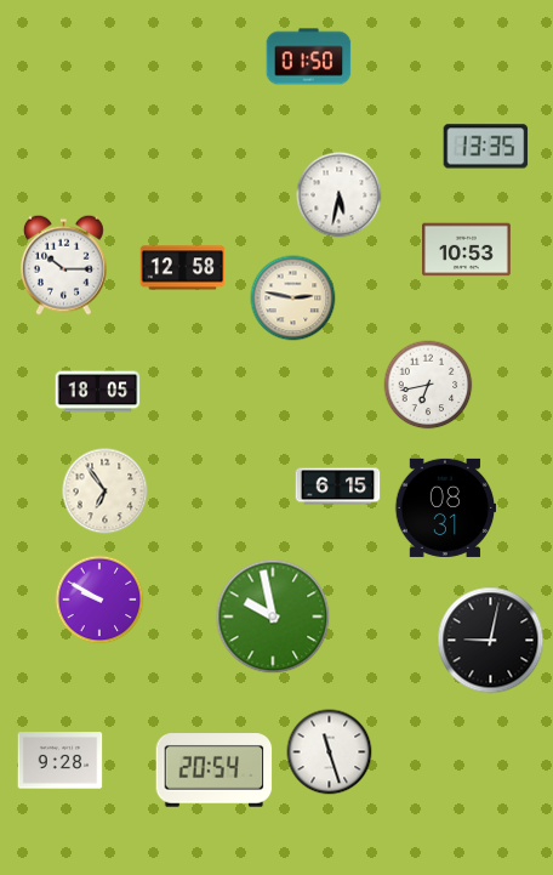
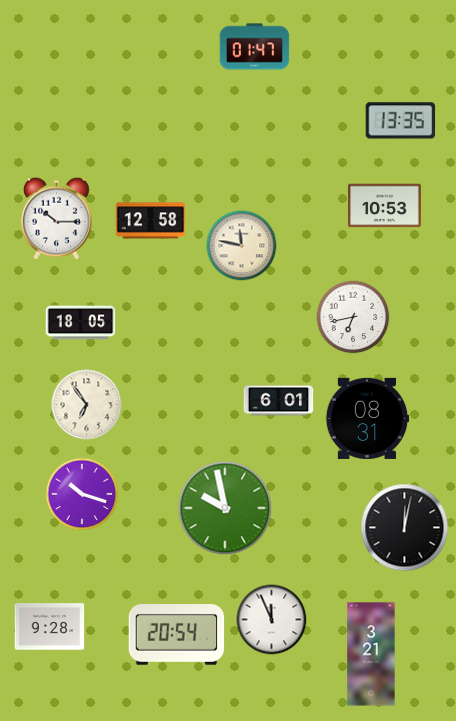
clock at (309, 57): 01:50 -> 01:47
clock at (340, 195): 5:32 -> none
clock at (63, 265) position: (63, 265) -> (56, 218)
clock at (293, 299): 2:47 -> 11:47
clock at (338, 487): 6:15 -> 6:01
clock at (99, 600): 9:50 -> 10:18
clock at (491, 641): 9:02 -> 12:02
clock at (330, 752): 11:27 -> 11:56
clock at (371, 654): none -> 3:21
